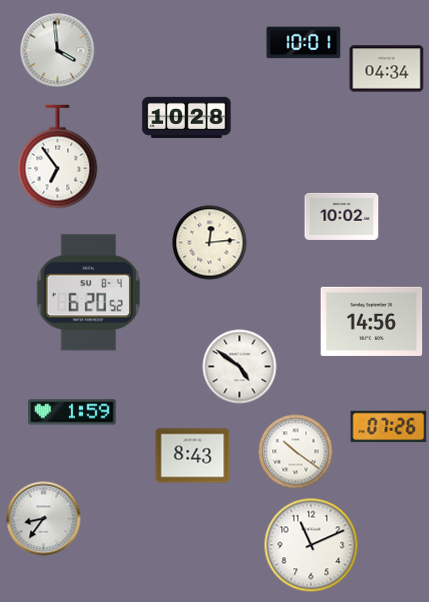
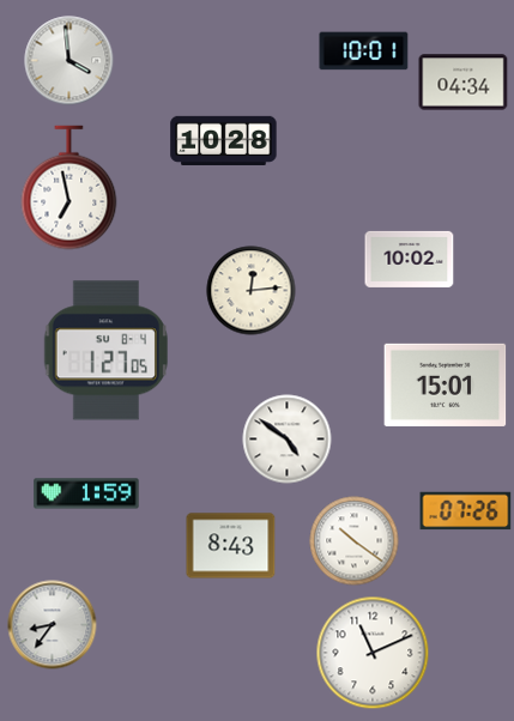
clock at (58, 157): 6:54 -> 6:58
clock at (88, 293): 6:20 -> 1:27
clock at (372, 321): 14:56 -> 15:01
clock at (44, 519) position: (44, 519) -> (53, 625)
